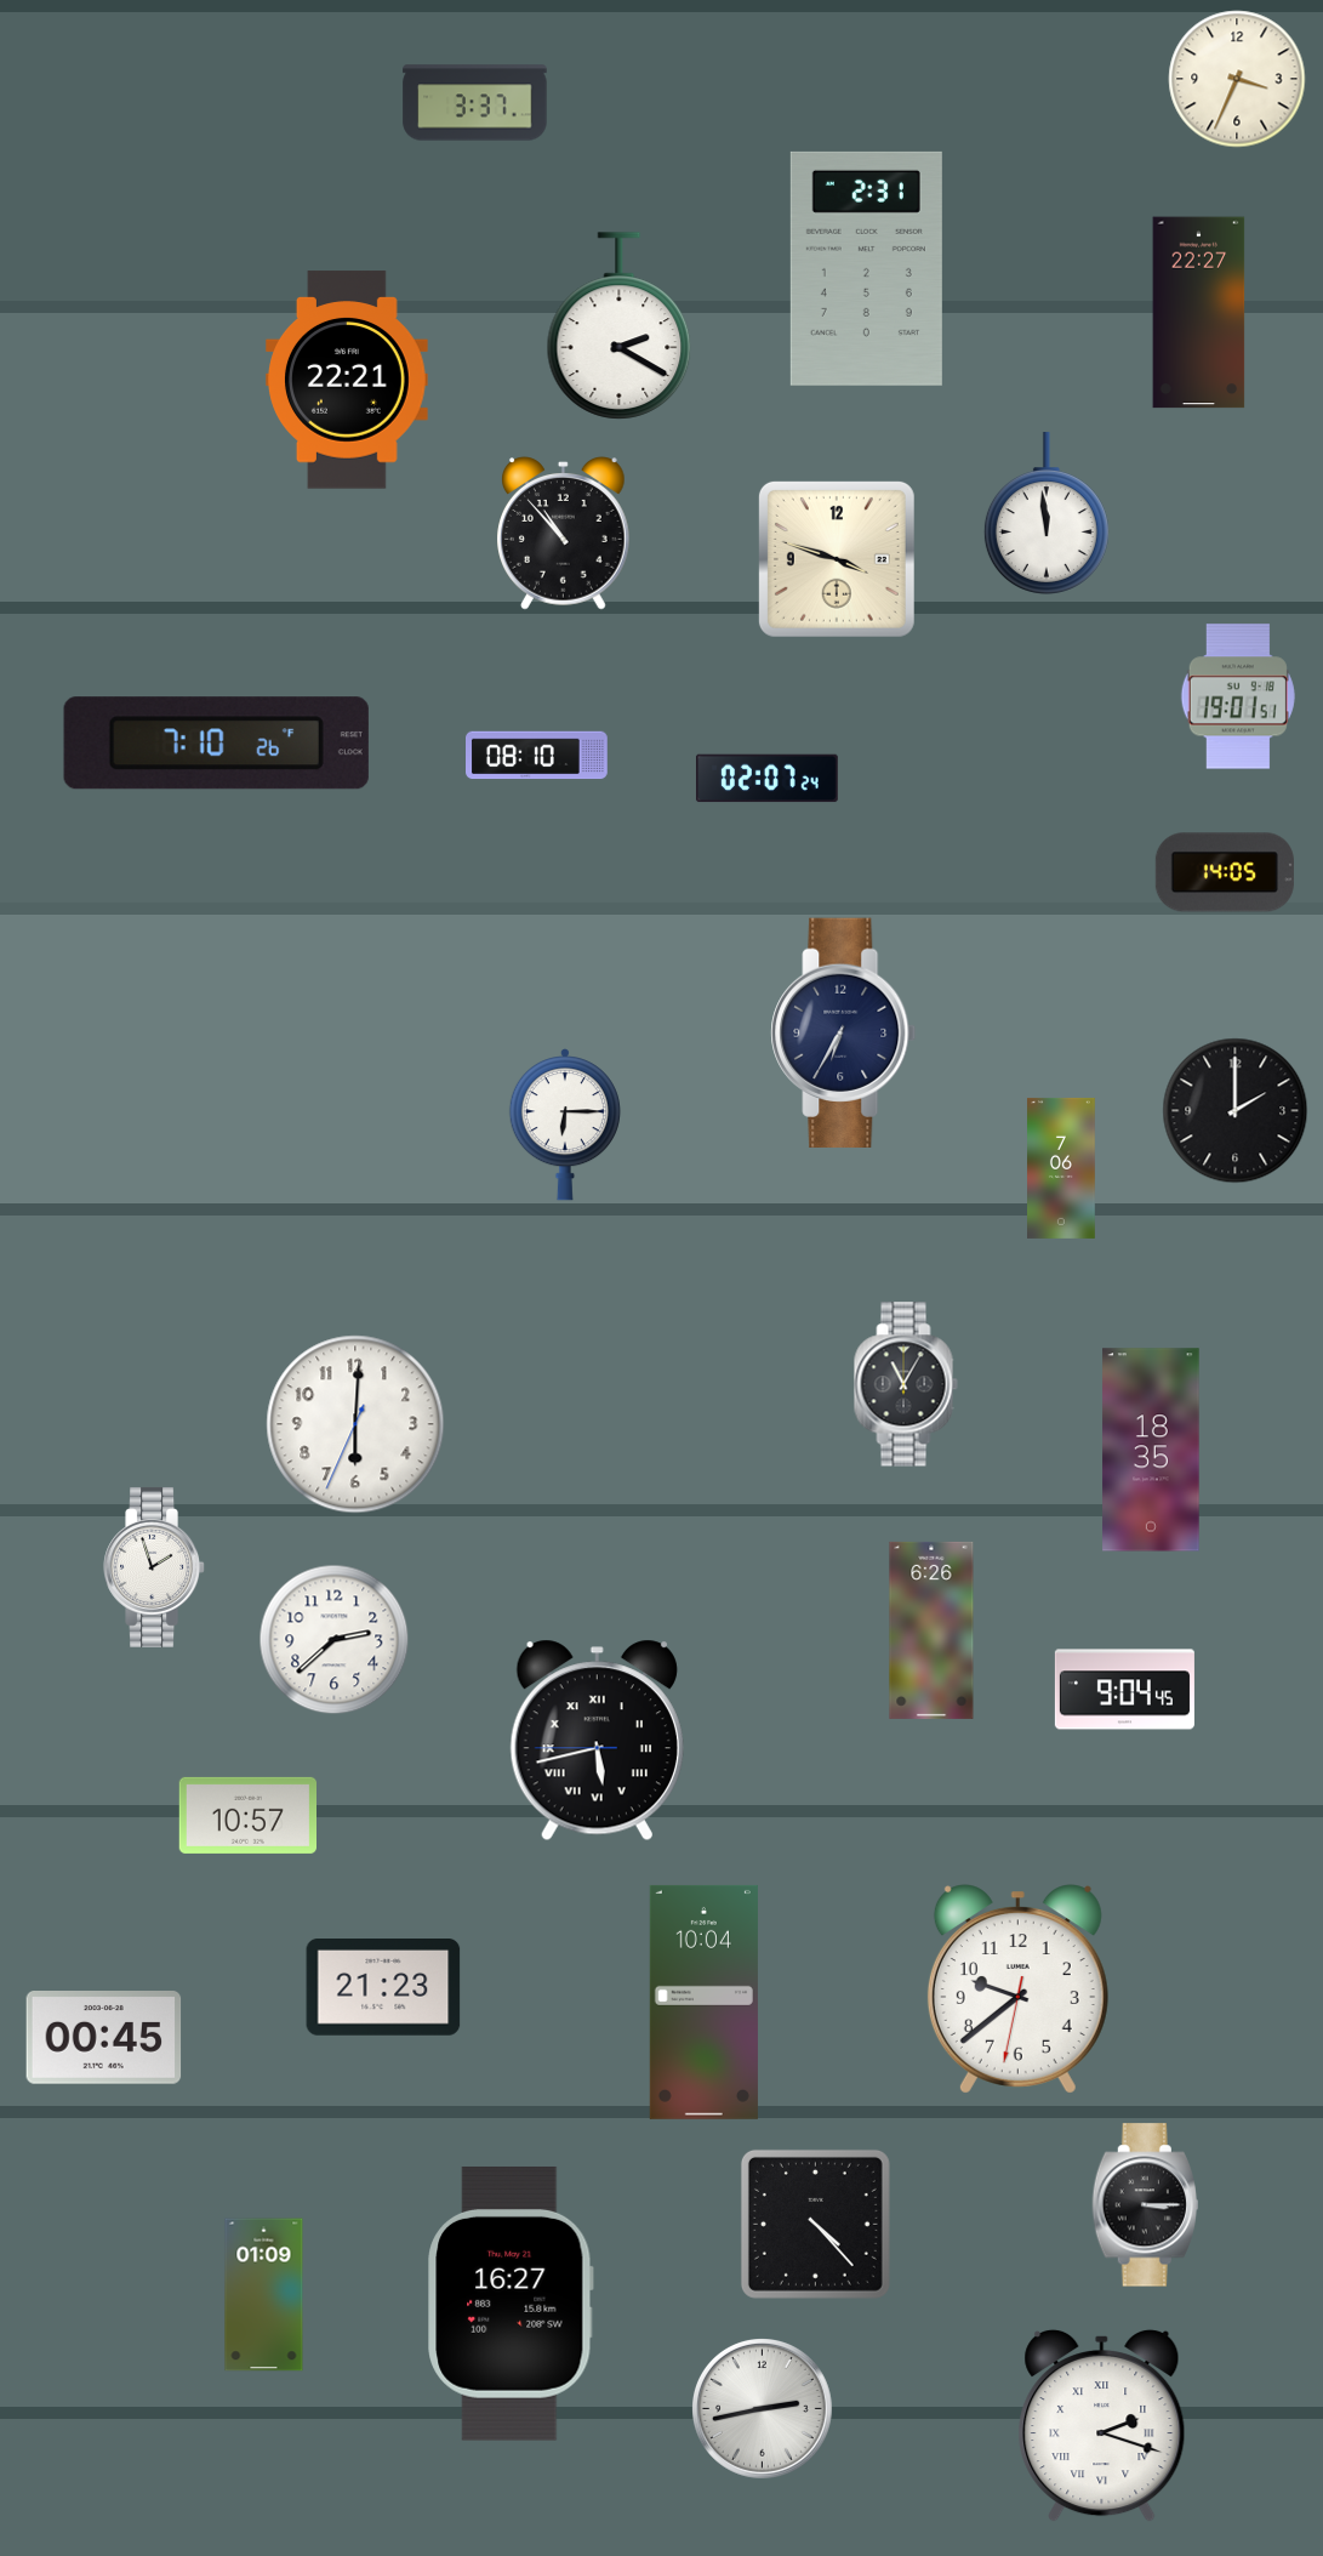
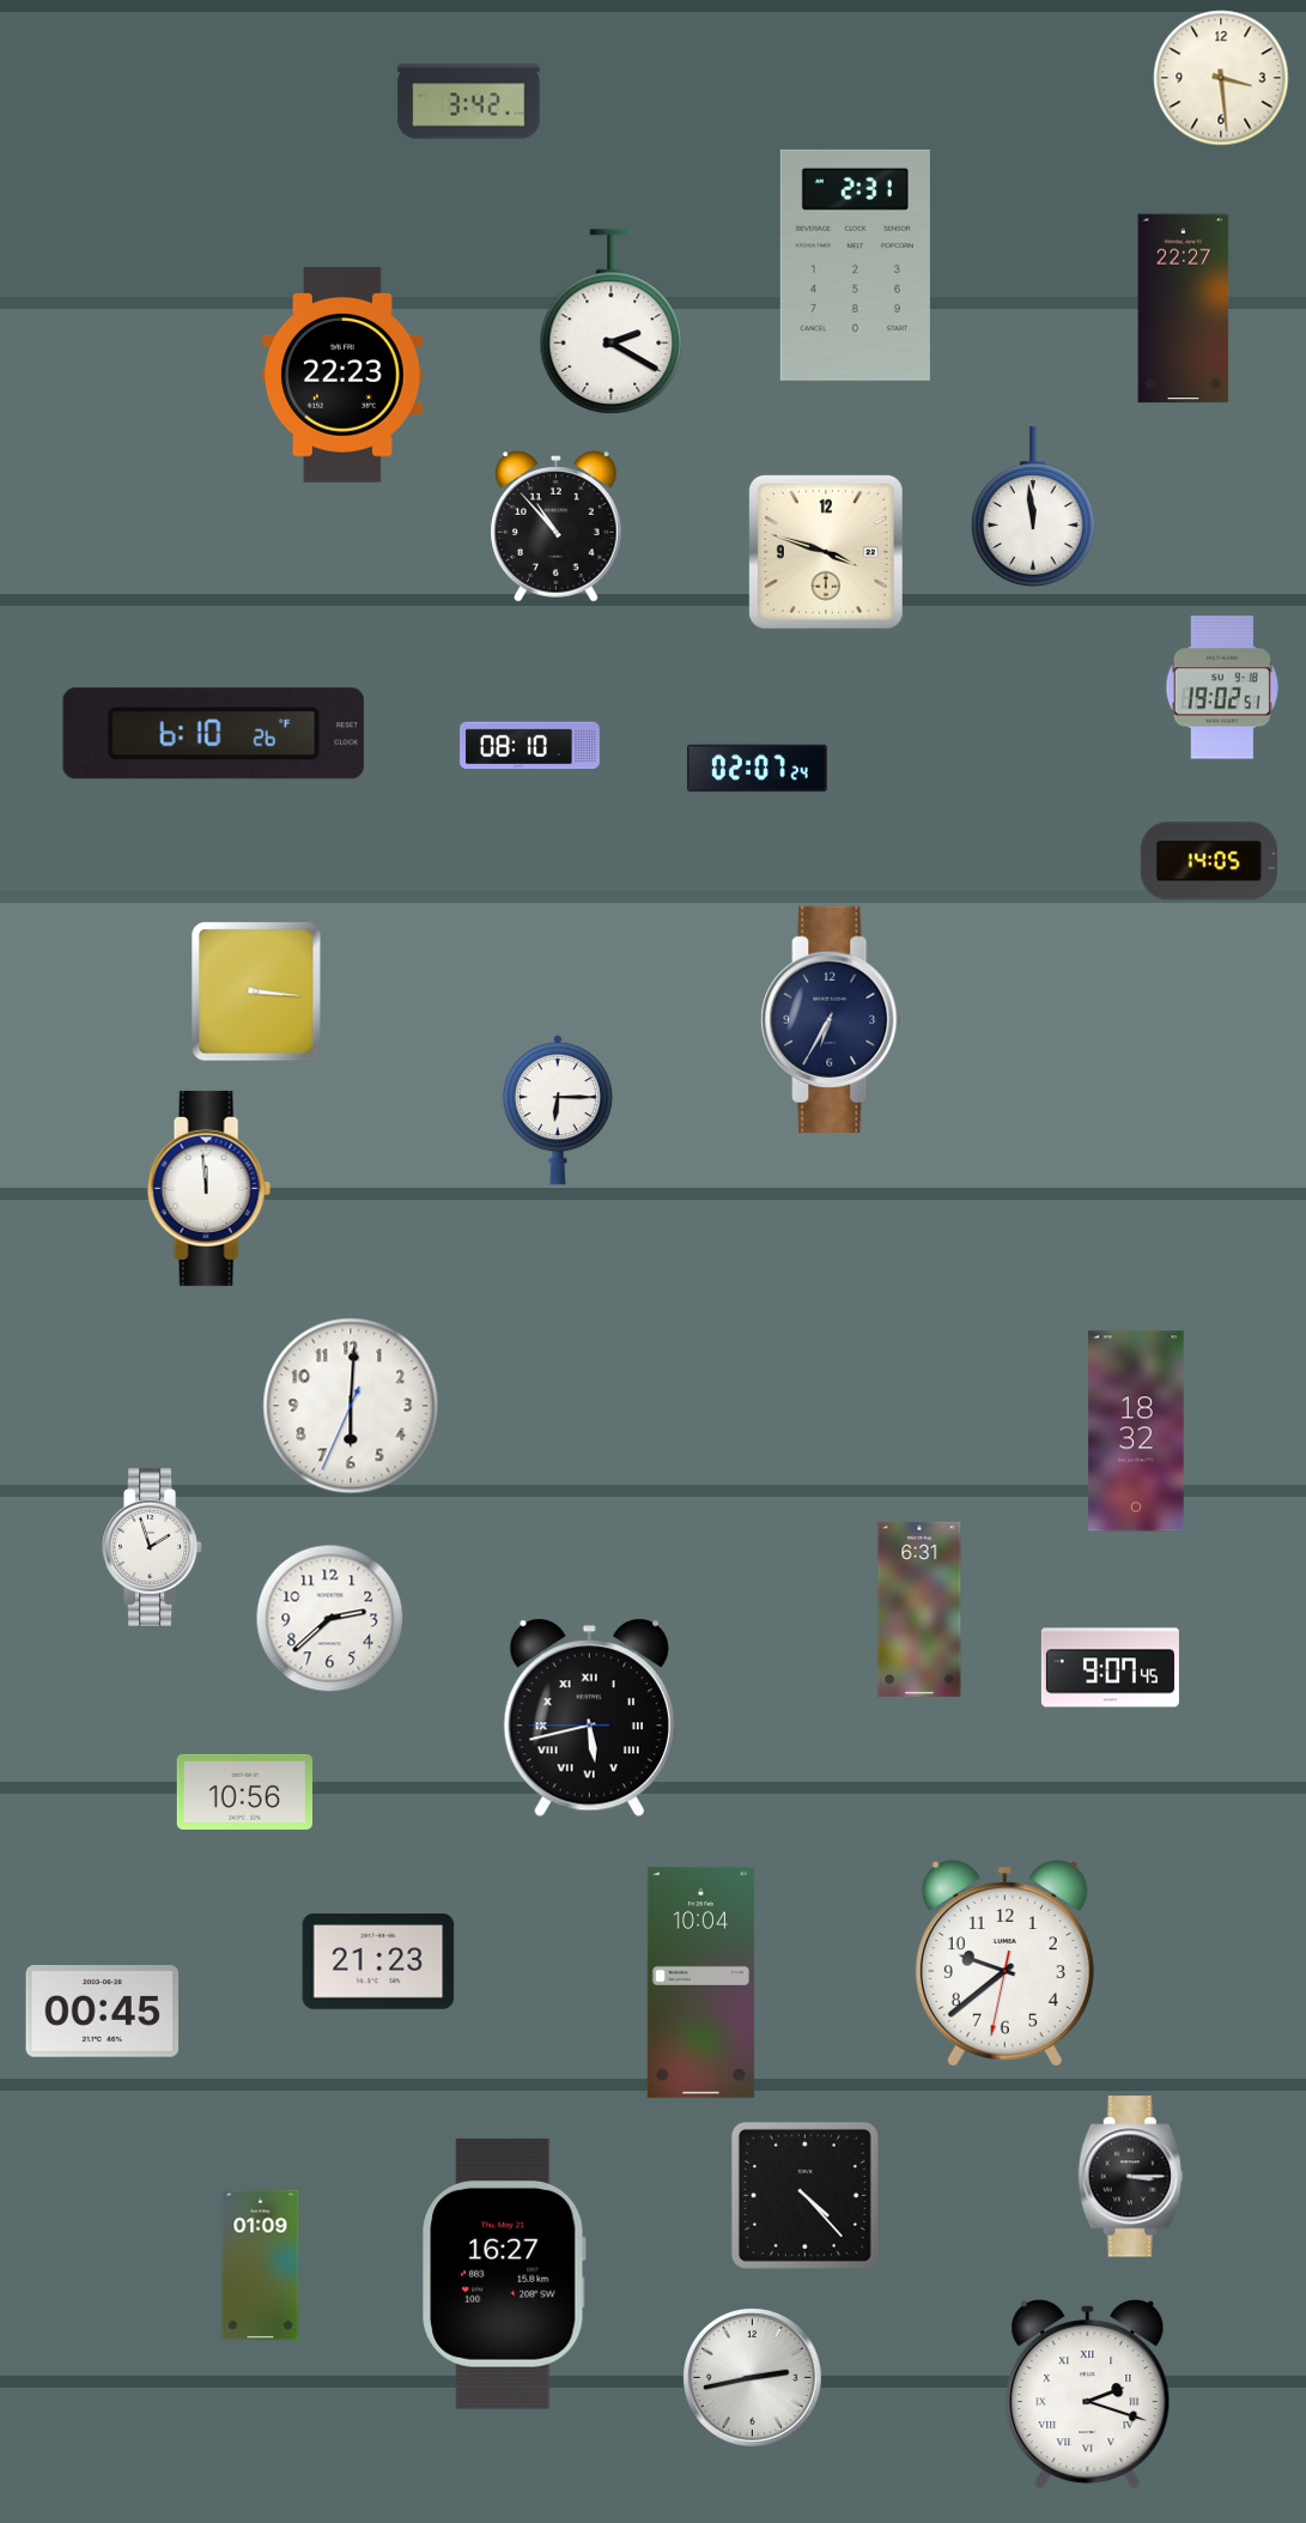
clock at (1237, 79): 3:34 -> 3:29
clock at (475, 103): 3:37 -> 3:42
clock at (348, 380): 22:21 -> 22:23
clock at (1238, 696): 19:01 -> 19:02
clock at (216, 744): 7:10 -> 6:10
clock at (256, 991): none -> 3:16
clock at (1236, 1111): 2:00 -> none
clock at (1062, 1168): 7:06 -> none
clock at (208, 1188): none -> 11:59
clock at (906, 1384): 11:05 -> none
clock at (1151, 1450): 18:35 -> 18:32
clock at (931, 1630): 6:26 -> 6:31
clock at (1124, 1690): 9:04 -> 9:07
clock at (247, 1815): 10:57 -> 10:56
clock at (703, 2002) position: (703, 2002) -> (700, 1982)
